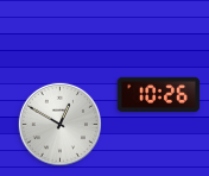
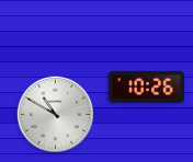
clock at (59, 124): 12:50 -> 10:50
